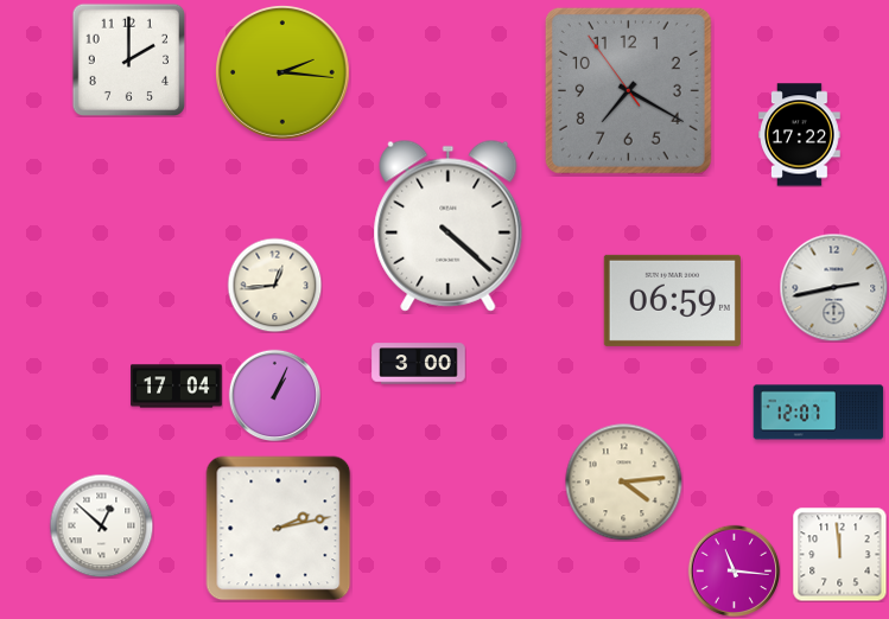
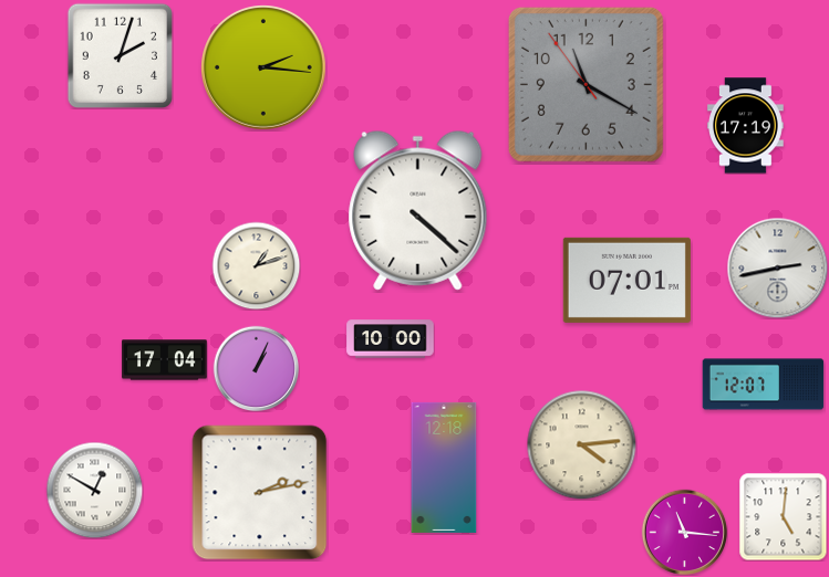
clock at (128, 59): 2:00 -> 2:03
clock at (628, 90): 7:19 -> 11:19
clock at (800, 135): 17:22 -> 17:19
clock at (274, 285): 12:44 -> 1:12
clock at (672, 300): 06:59 -> 07:01
clock at (419, 364): 3:00 -> 10:00
clock at (624, 483) position: (624, 483) -> (582, 445)
clock at (444, 468): none -> 12:18
clock at (101, 525): 12:52 -> 12:50
clock at (839, 554): 11:59 -> 5:01
